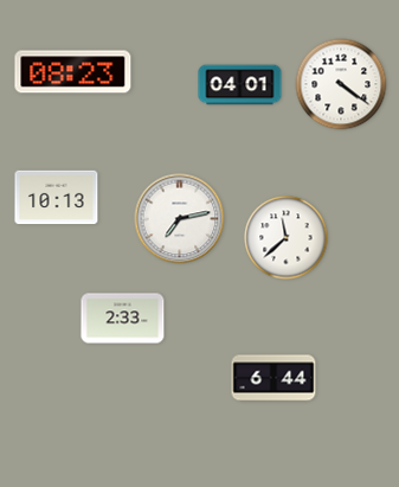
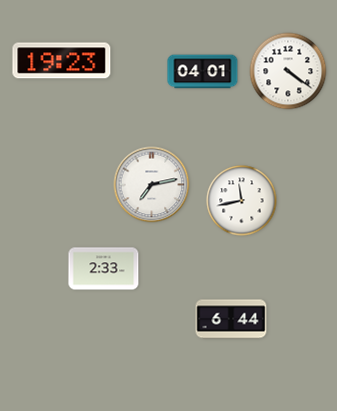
clock at (73, 72): 08:23 -> 19:23
clock at (57, 198): 10:13 -> none
clock at (287, 238): 11:38 -> 11:43
